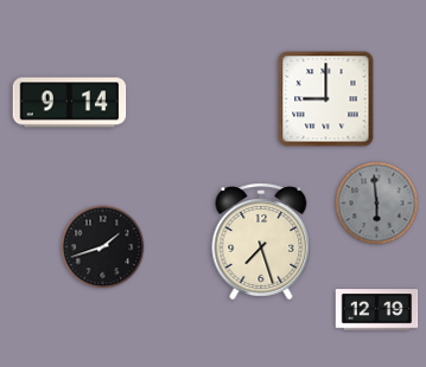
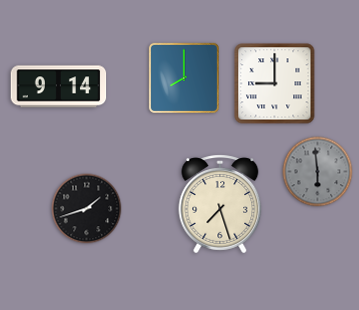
clock at (184, 78): none -> 8:00
clock at (377, 310): 12:19 -> none
